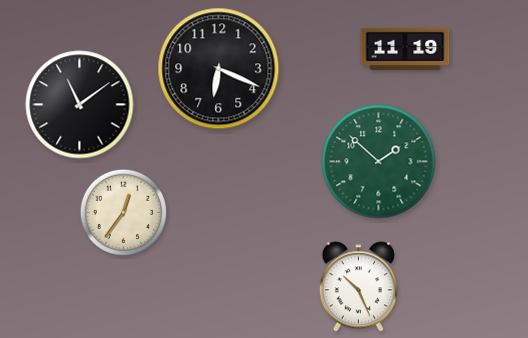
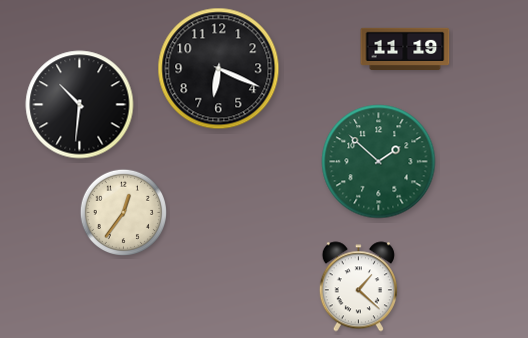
clock at (80, 105): 11:09 -> 10:31
clock at (358, 287): 10:26 -> 1:22
